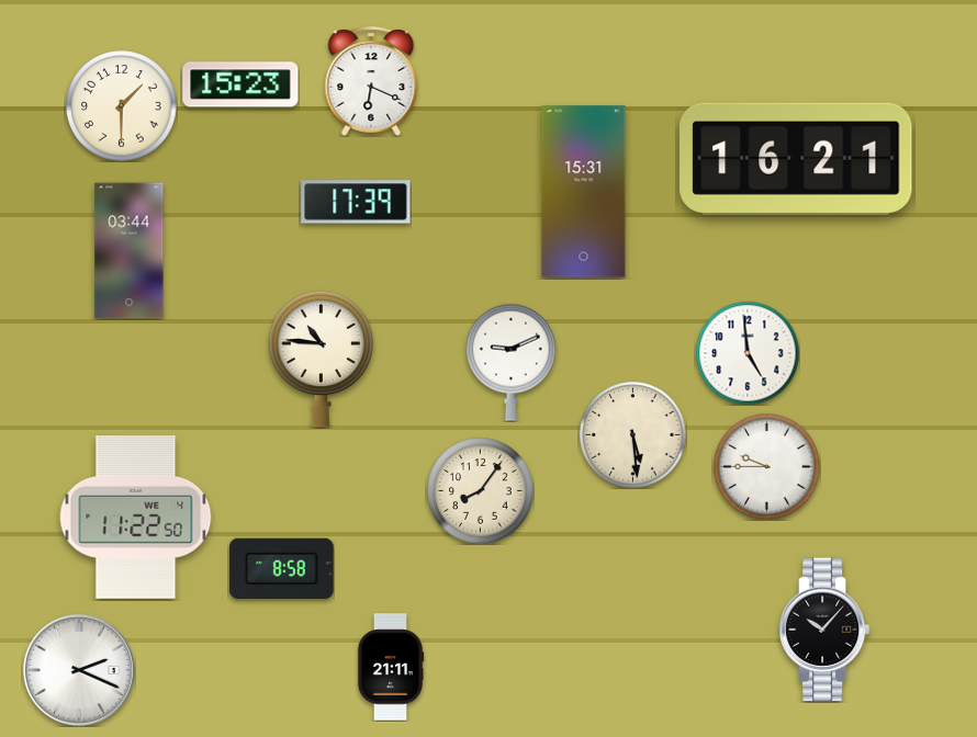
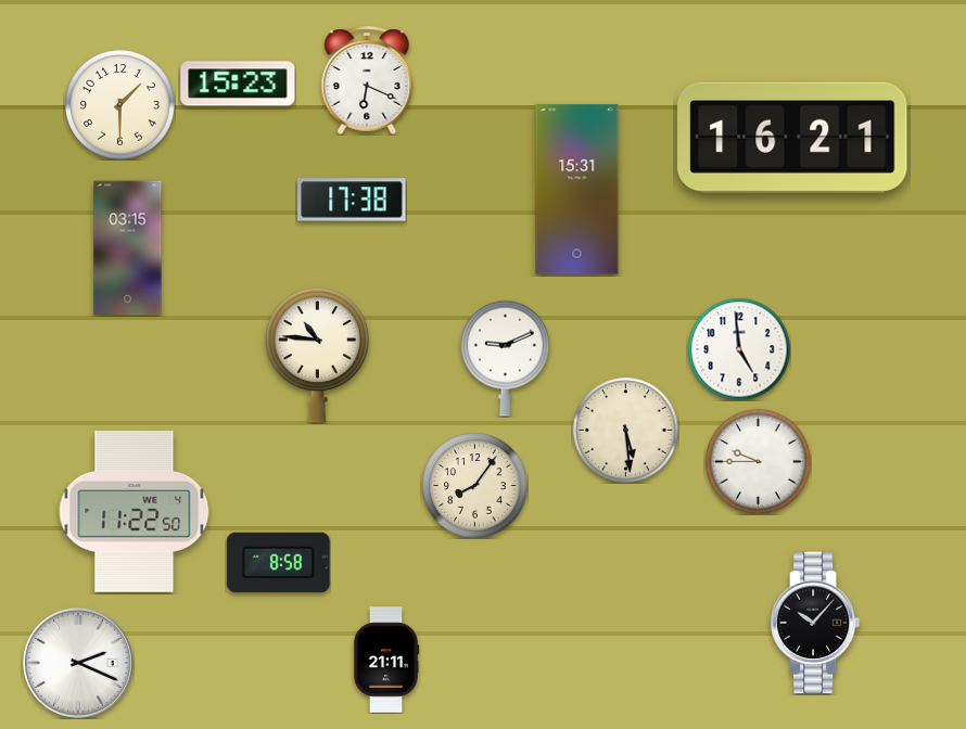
clock at (796, 159) position: (796, 159) -> (792, 138)
clock at (356, 202): 17:39 -> 17:38
clock at (130, 251): 03:44 -> 03:15
